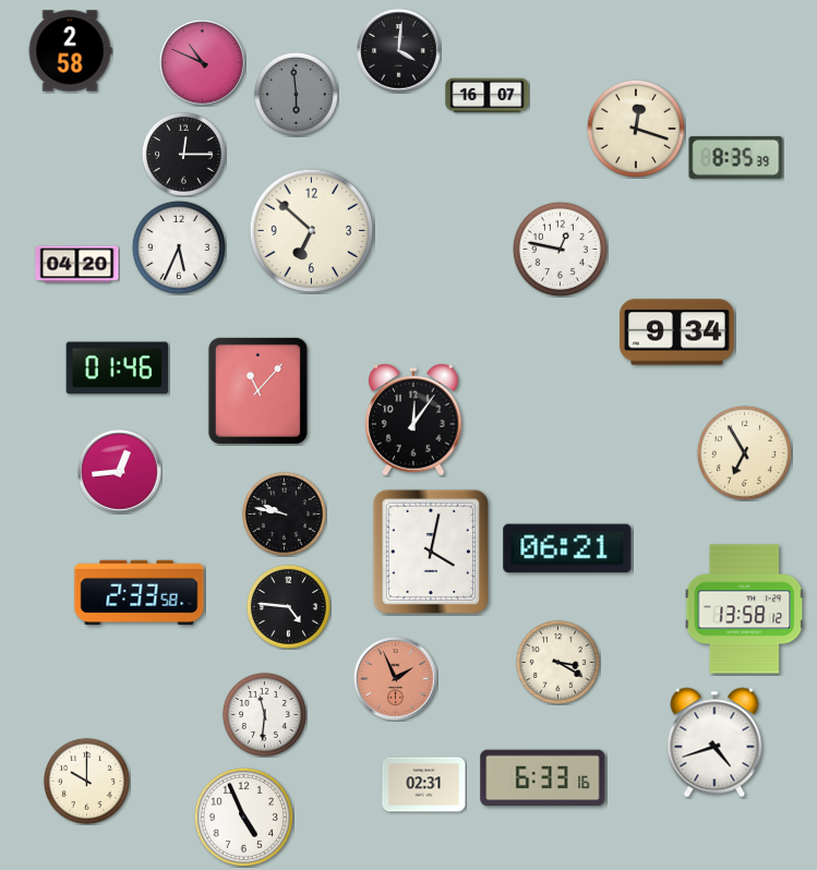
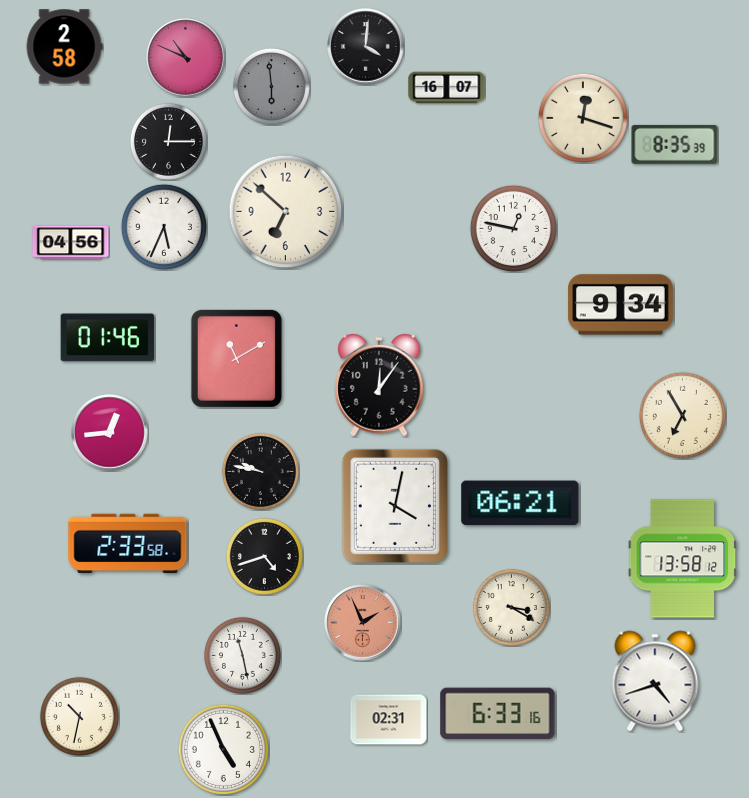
clock at (77, 265): 04:20 -> 04:56
clock at (257, 390): 11:07 -> 11:10
clock at (288, 606): 4:46 -> 4:42
clock at (264, 714): 11:31 -> 11:28
clock at (86, 781): 10:00 -> 10:32
